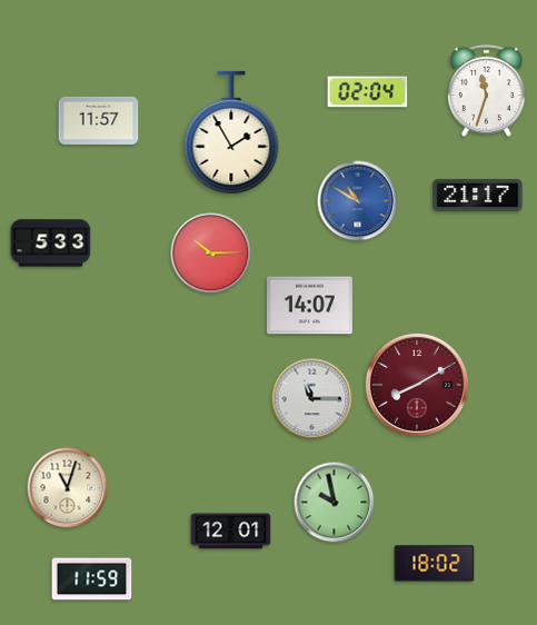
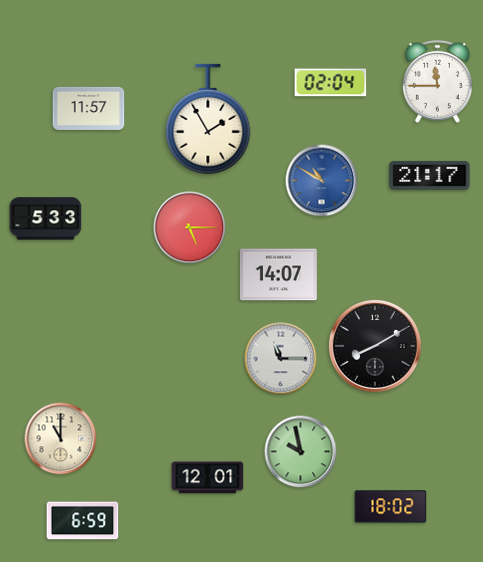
clock at (486, 90): 11:33 -> 11:45
clock at (211, 254): 10:15 -> 5:15
clock at (417, 385) dial: burgundy -> black
clock at (68, 488): 11:03 -> 11:00
clock at (92, 579): 11:59 -> 6:59
